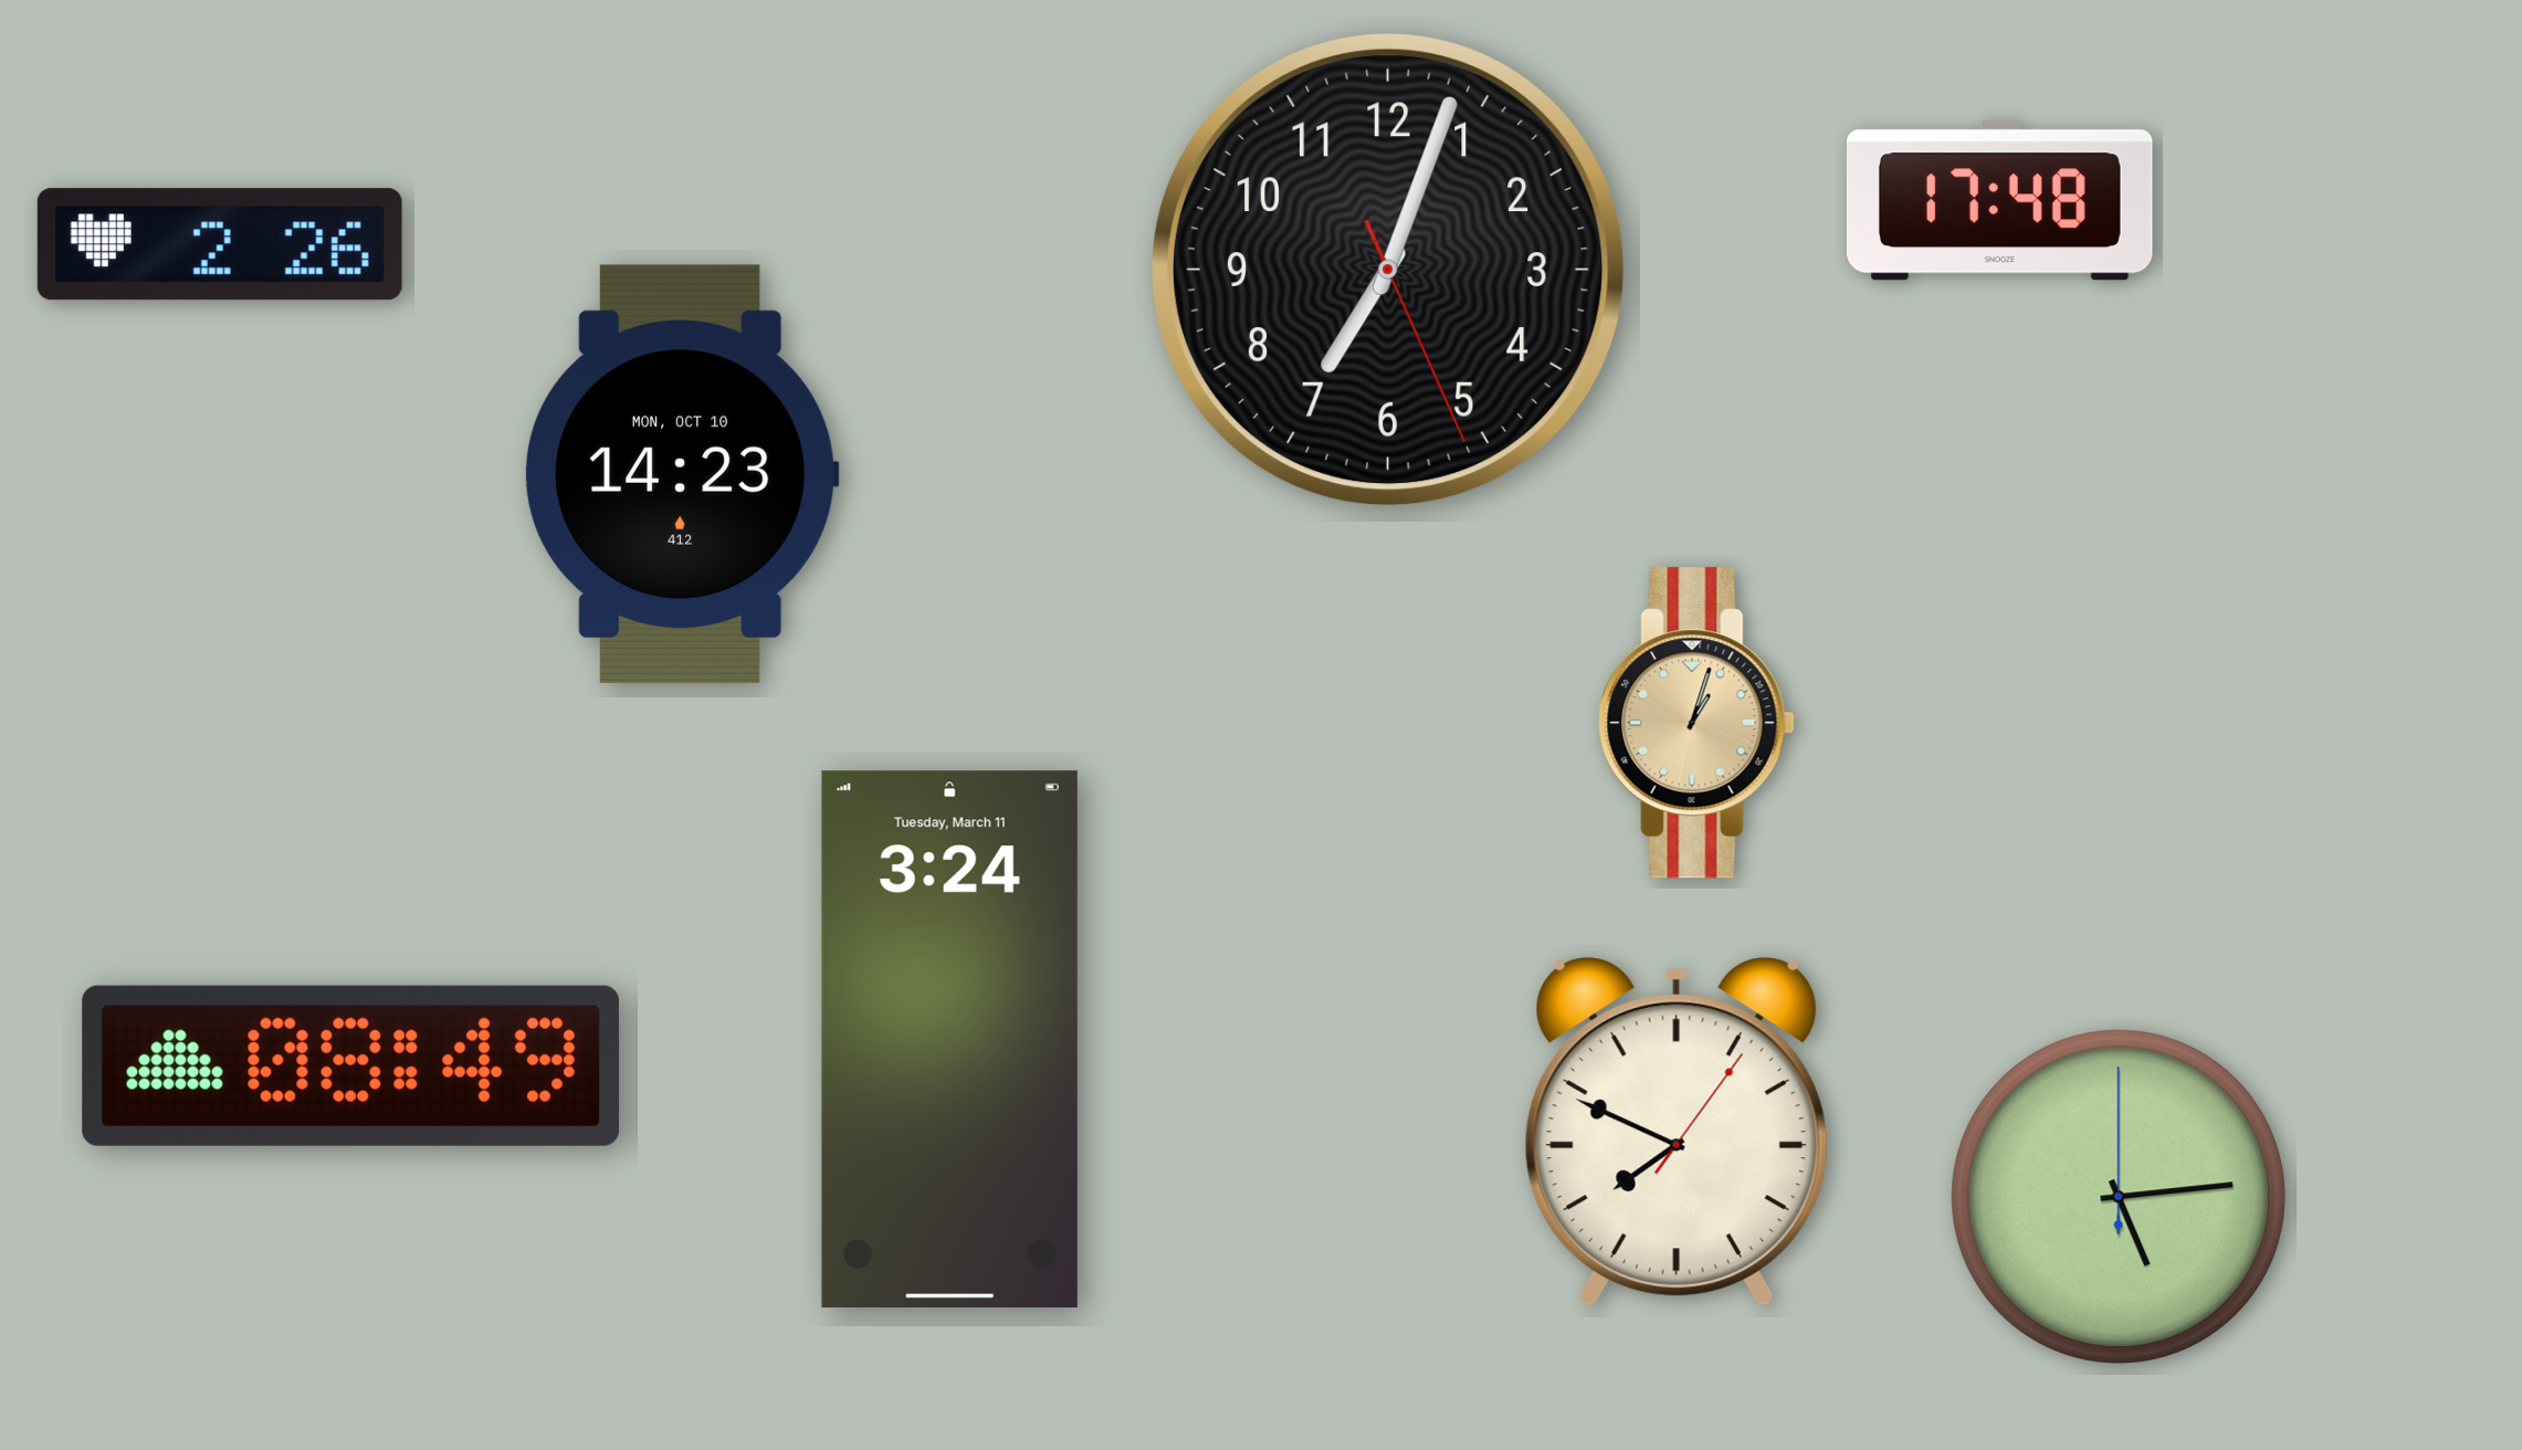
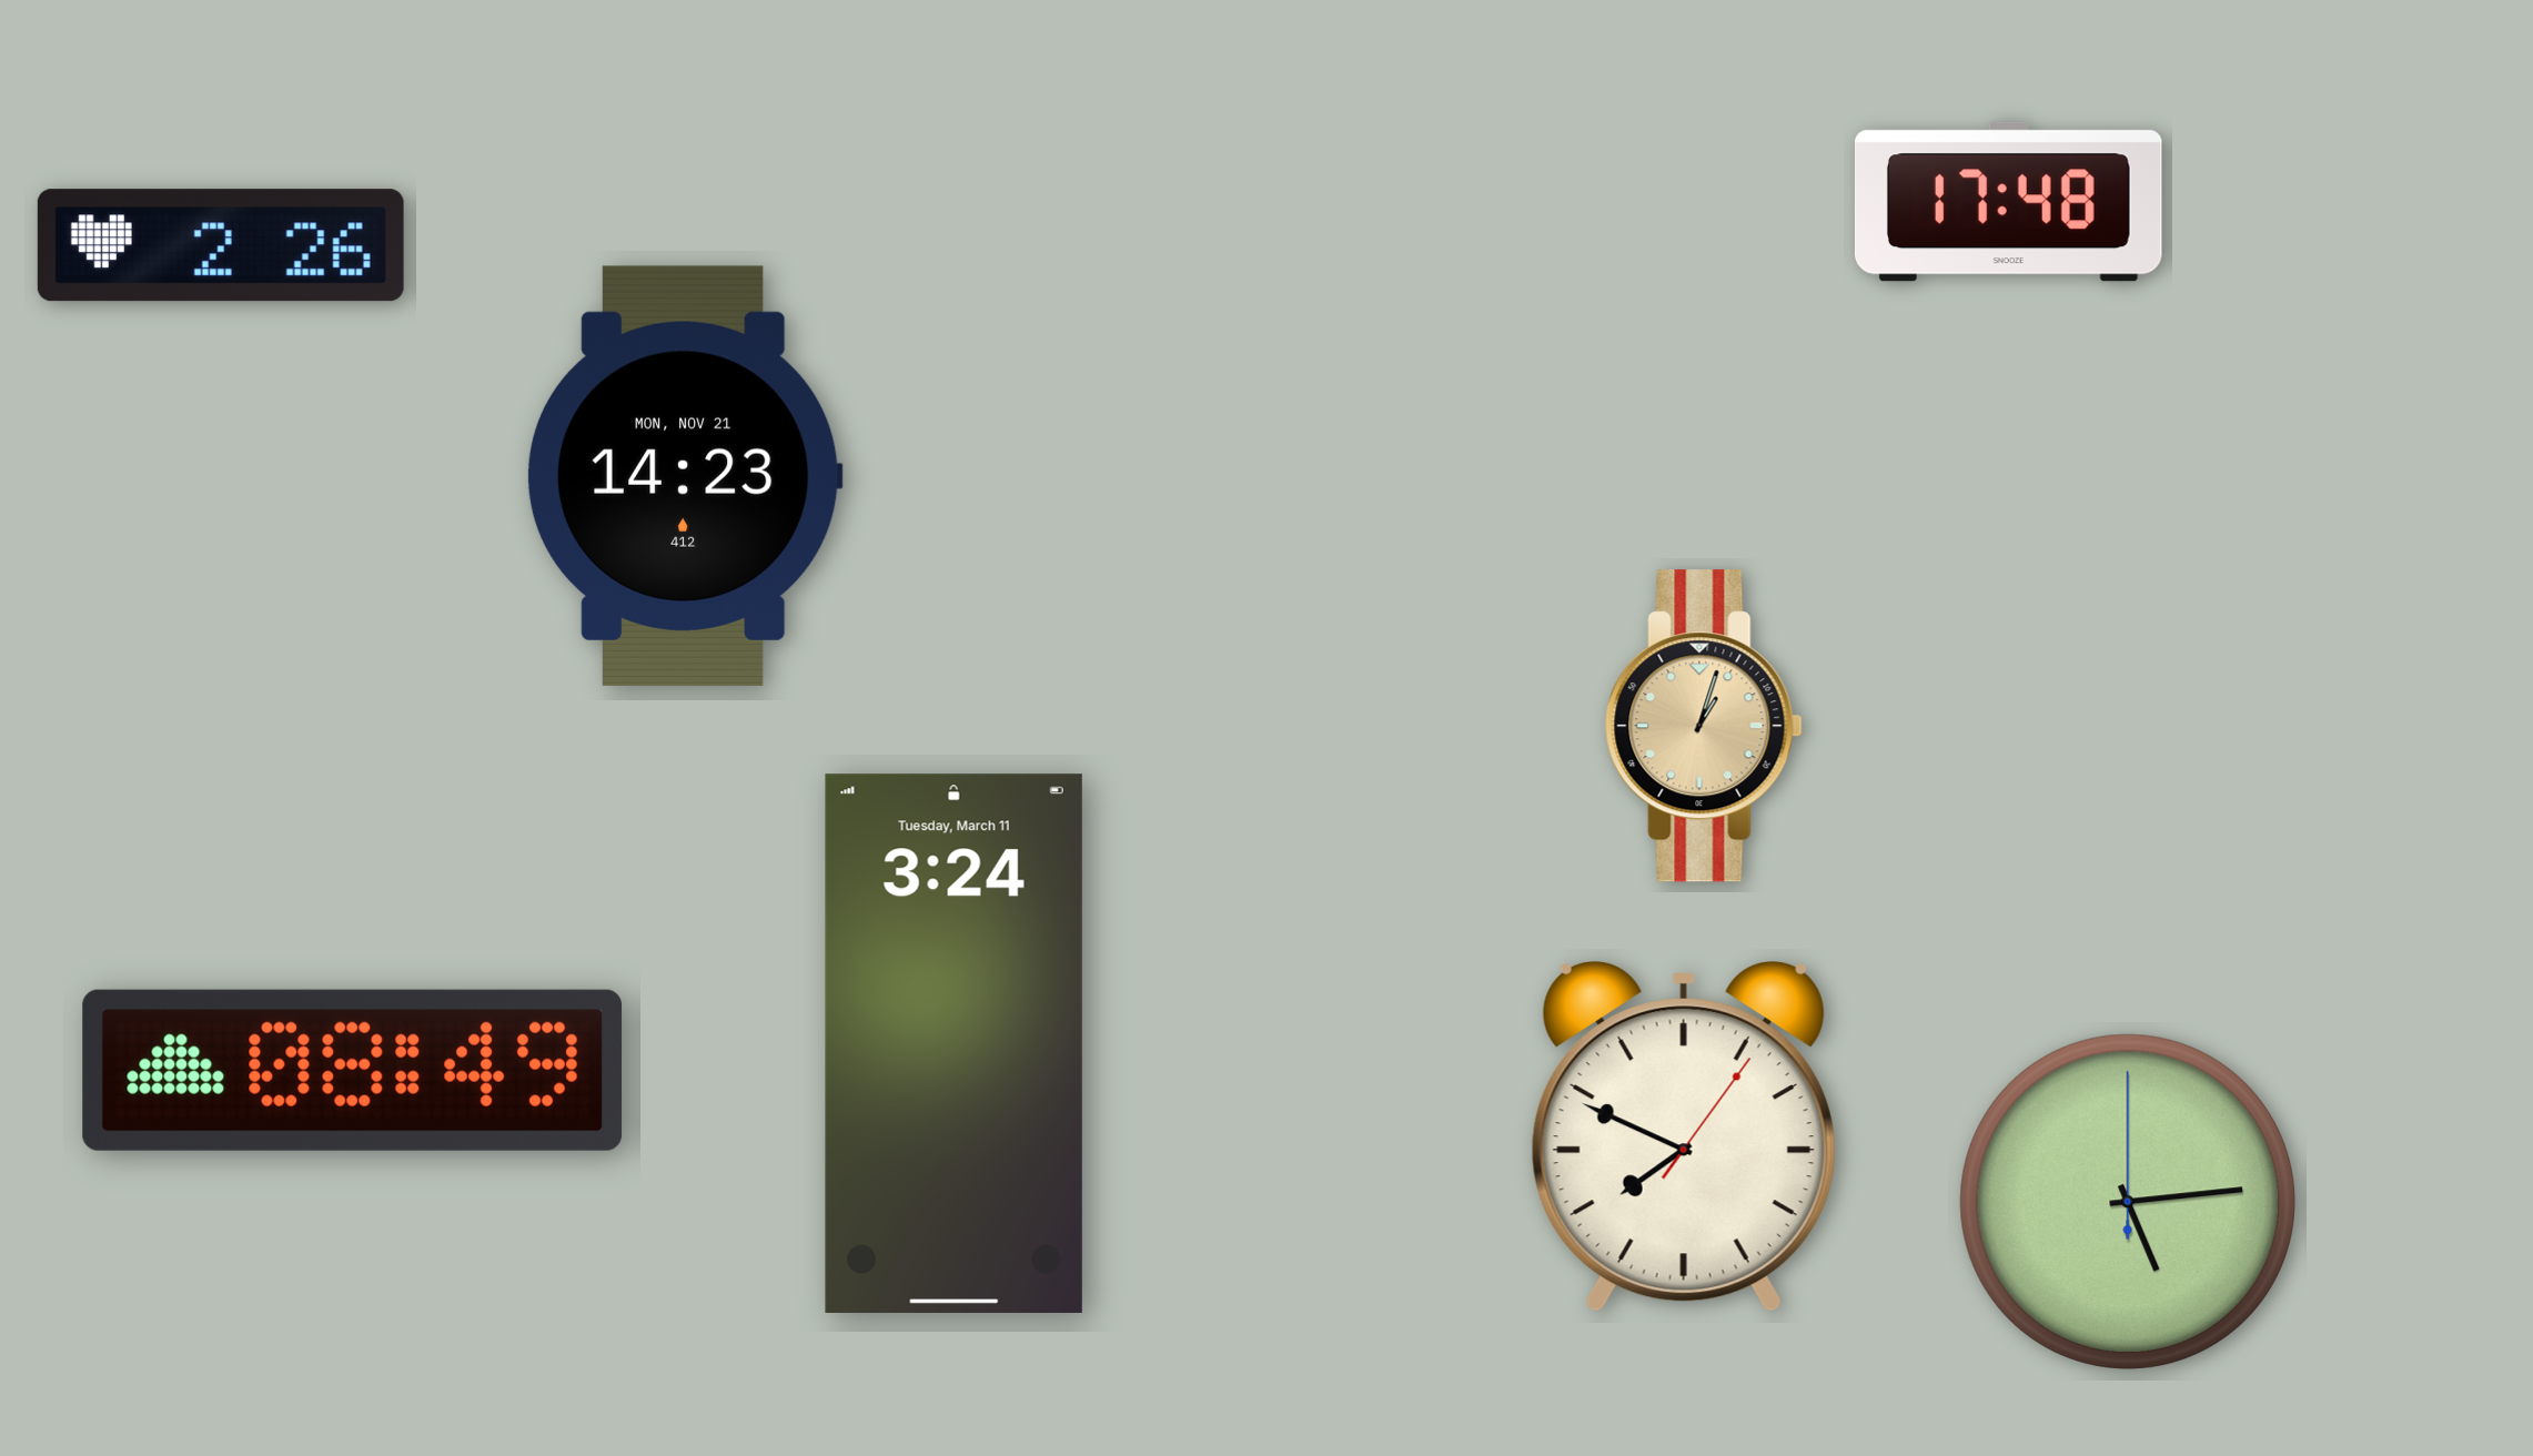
clock at (1389, 271): 7:03 -> none
clock at (682, 474) date: MON, OCT 10 -> MON, NOV 21
